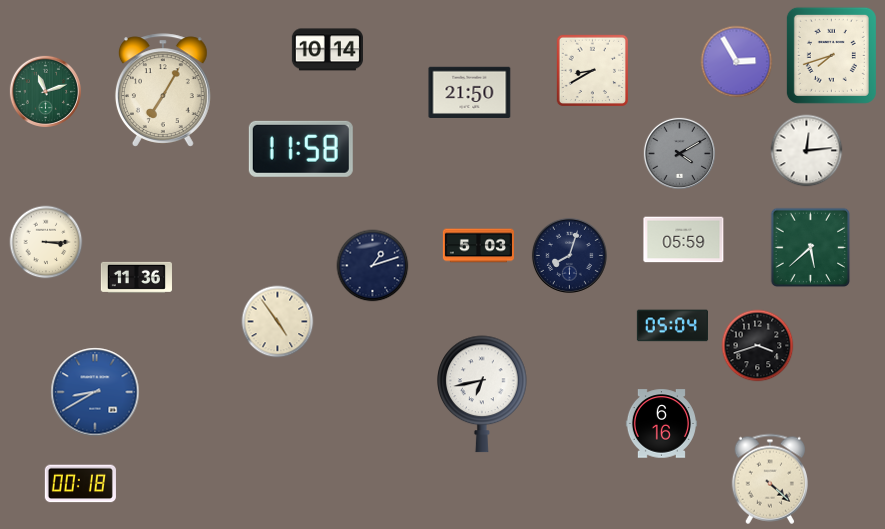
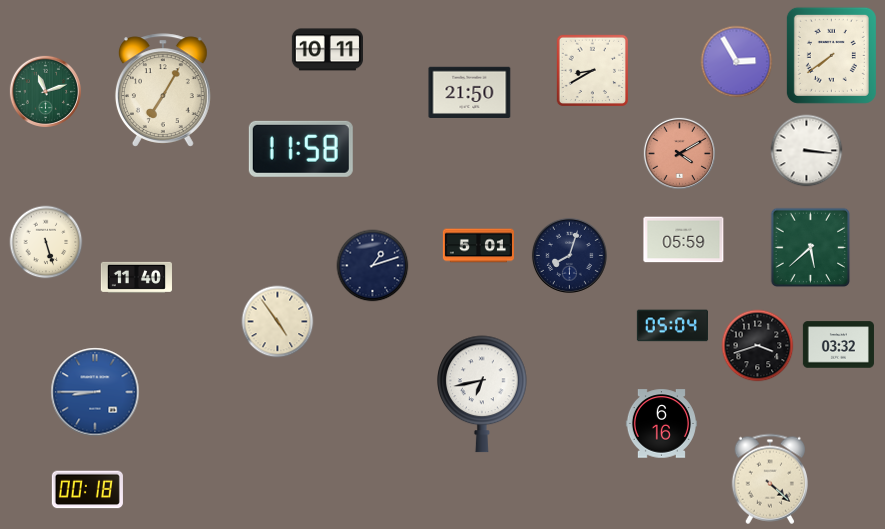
clock at (327, 50): 10:14 -> 10:11
clock at (831, 55): 7:42 -> 7:39
clock at (807, 151): 12:14 -> 3:16
clock at (679, 153) dial: grey -> salmon
clock at (46, 242): 3:15 -> 5:27
clock at (478, 246): 5:03 -> 5:01
clock at (136, 277): 11:36 -> 11:40
clock at (838, 345): none -> 03:32
clock at (95, 392): 8:40 -> 8:45
clock at (80, 484) position: (80, 484) -> (87, 490)
